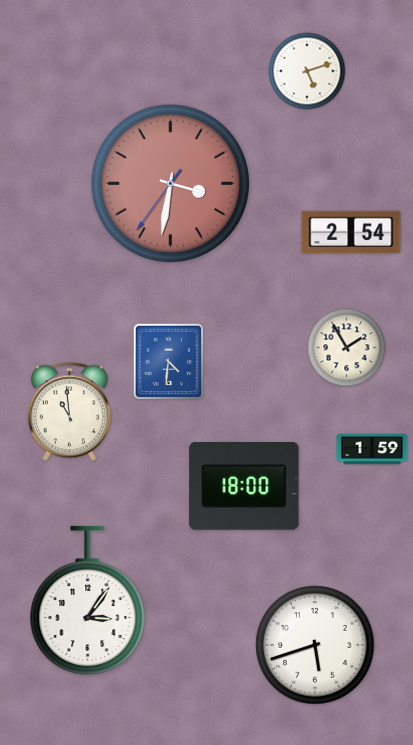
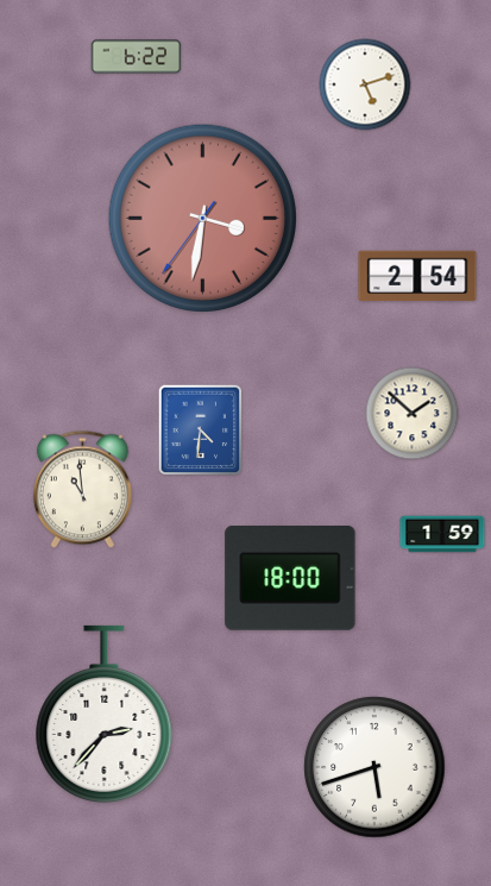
clock at (137, 57): none -> 6:22
clock at (347, 348): 1:55 -> 1:52
clock at (88, 600): 3:06 -> 2:37
